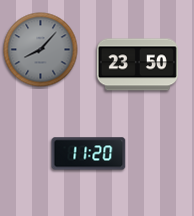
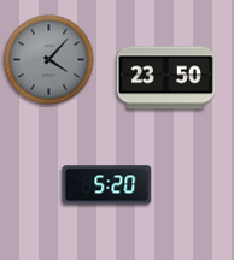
clock at (41, 50): 8:07 -> 4:07
clock at (89, 154): 11:20 -> 5:20
